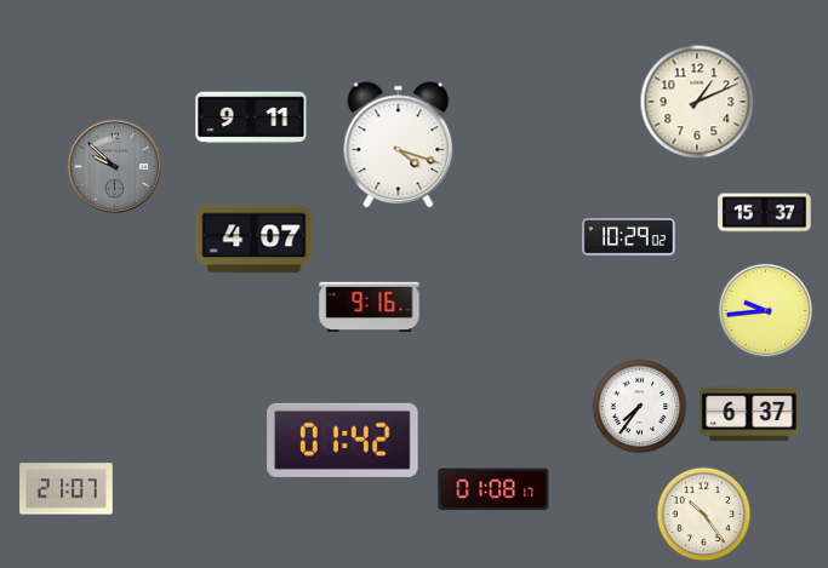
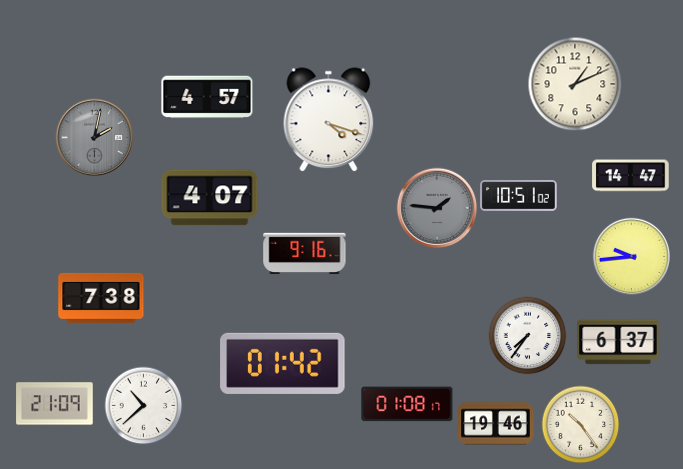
clock at (251, 117): 9:11 -> 4:57
clock at (114, 166): 9:52 -> 2:02
clock at (765, 213): 15:37 -> 14:47
clock at (629, 237): 10:29 -> 10:51
clock at (437, 208): none -> 1:46
clock at (101, 298): none -> 7:38
clock at (67, 489): 21:07 -> 21:09
clock at (143, 405): none -> 10:38
clock at (496, 424): none -> 19:46
